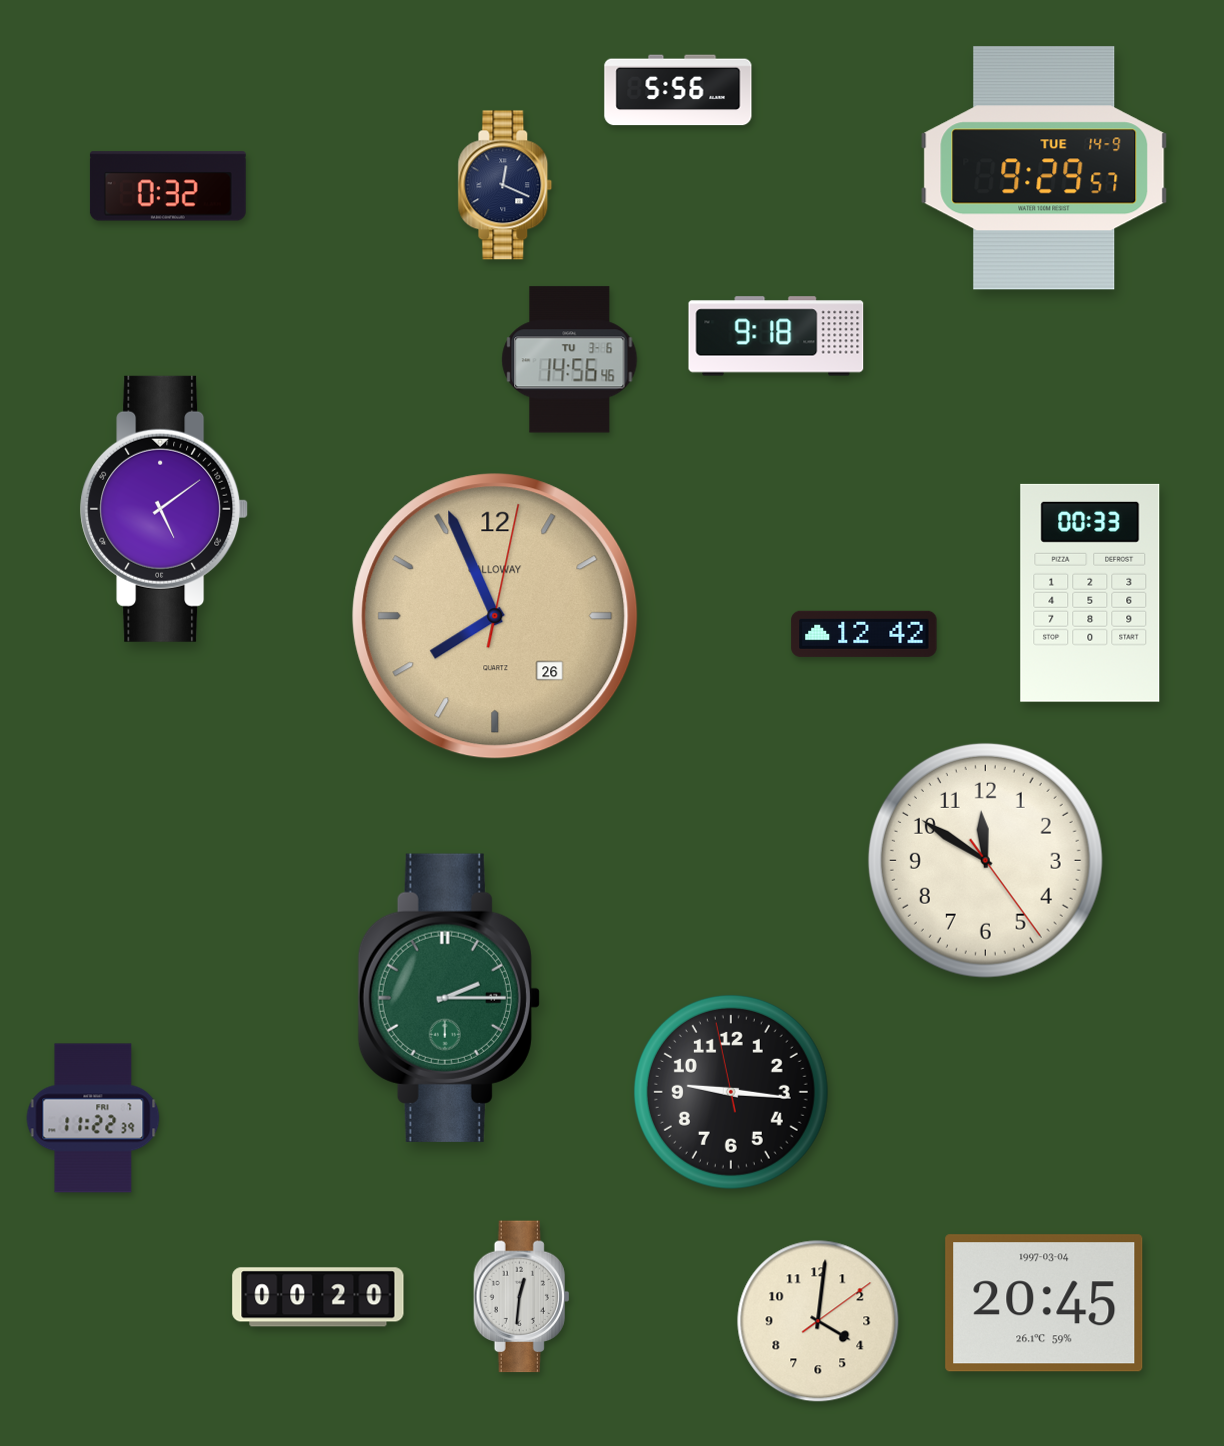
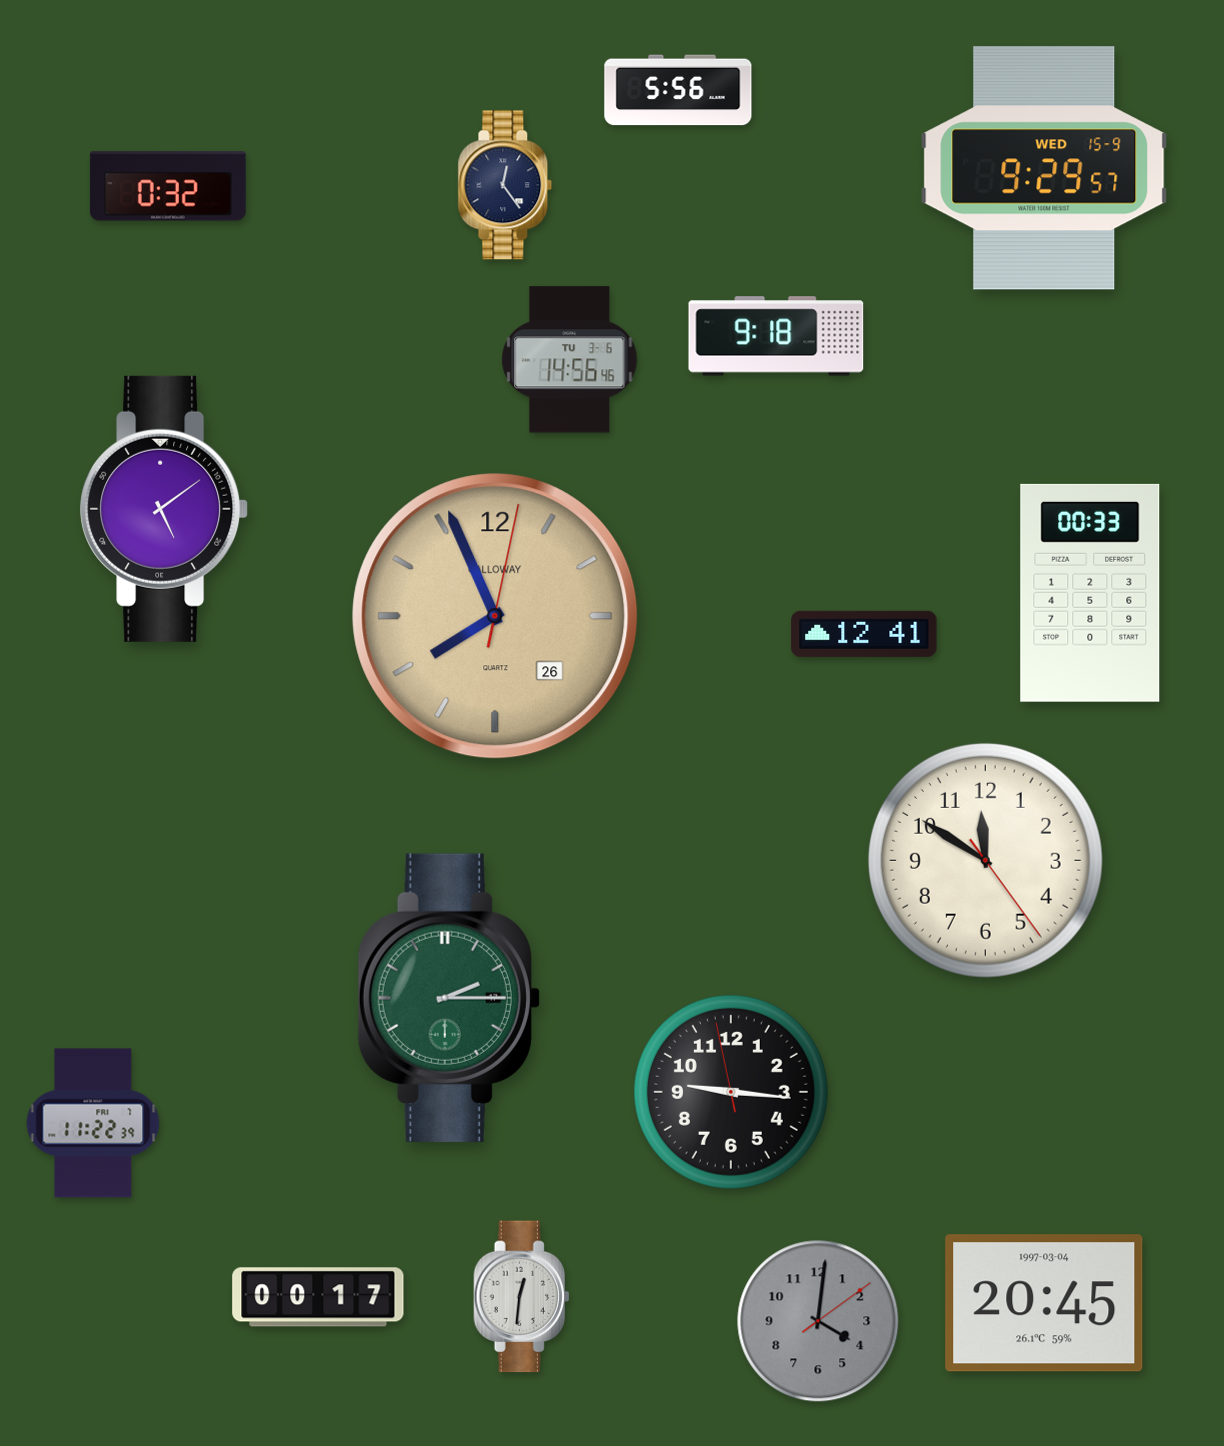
clock at (1044, 168) date: TUE 14-9 -> WED 15-9
clock at (505, 185): 12:19 -> 12:24
clock at (864, 634): 12:42 -> 12:41
clock at (93, 1118) position: (93, 1118) -> (93, 1123)
clock at (318, 1297): 00:20 -> 00:17
clock at (818, 1321) dial: cream -> grey
